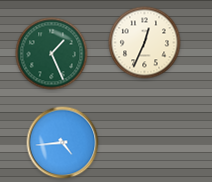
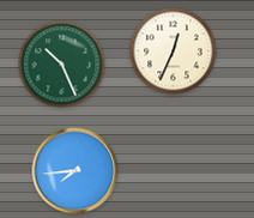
clock at (52, 54): 1:26 -> 10:26
clock at (63, 143): 4:44 -> 7:44
